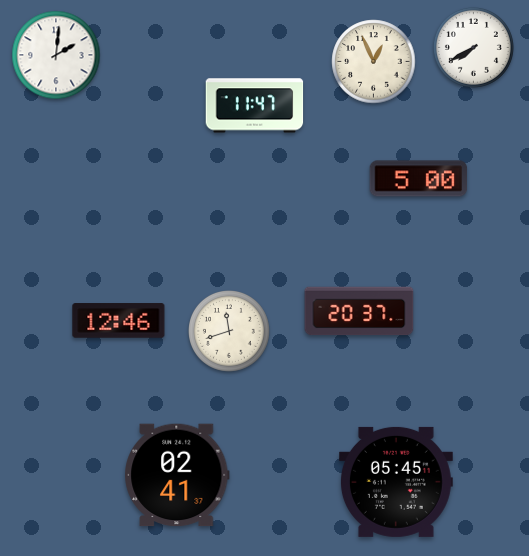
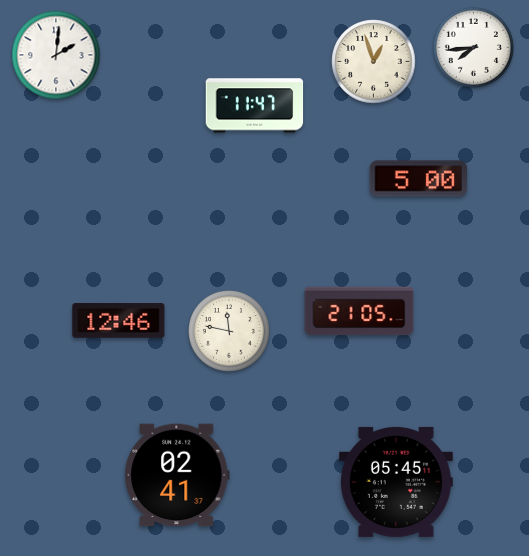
clock at (473, 47): 7:40 -> 7:44
clock at (374, 62): 12:56 -> 12:57
clock at (359, 311): 20:37 -> 21:05
clock at (230, 332): 11:42 -> 11:47
